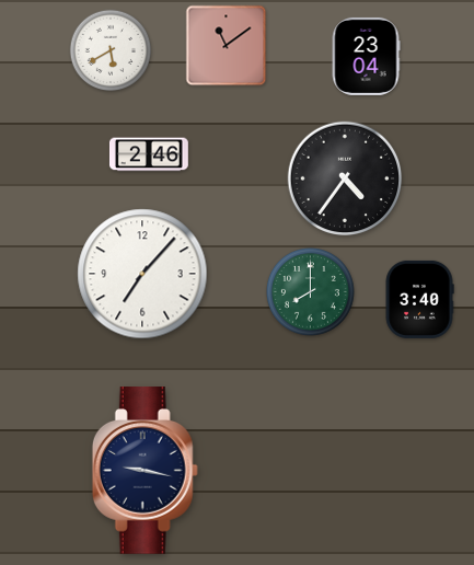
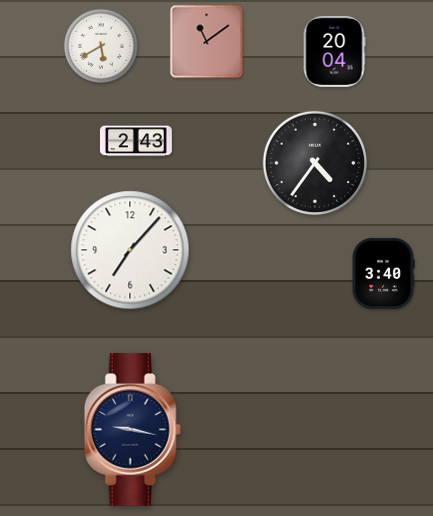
clock at (366, 56): 23:04 -> 20:04
clock at (149, 154): 2:46 -> 2:43
clock at (311, 292): 8:00 -> none
